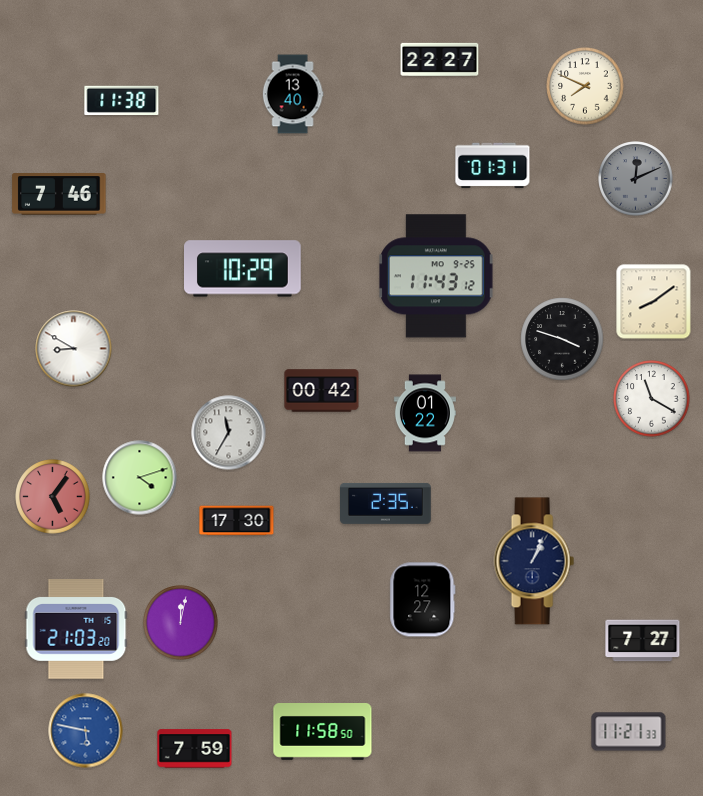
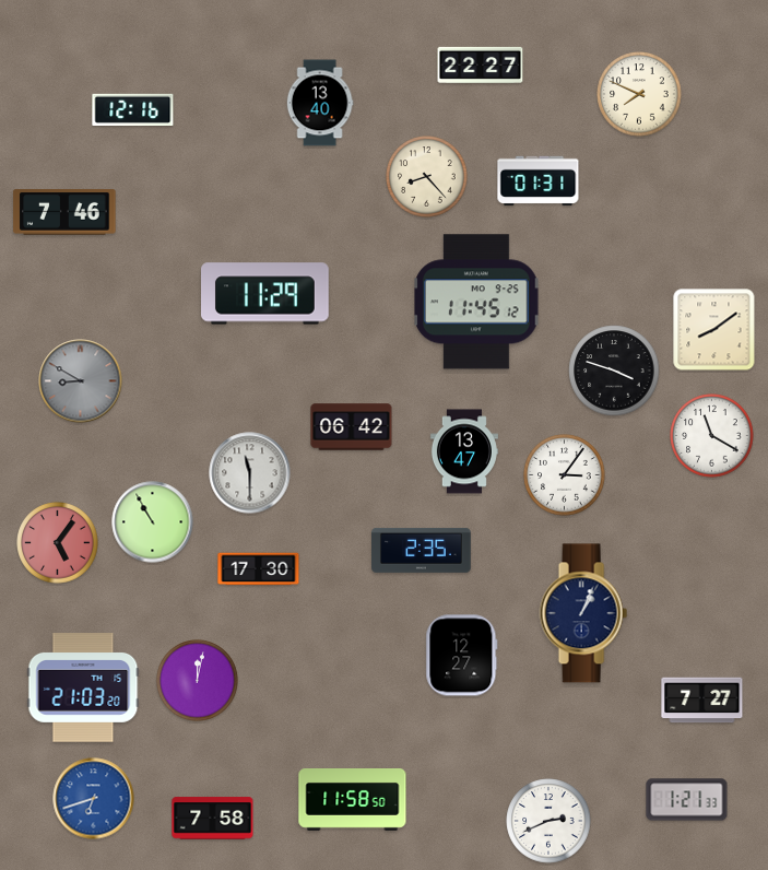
clock at (122, 100): 11:38 -> 12:16
clock at (427, 177): none -> 8:23
clock at (636, 179): 12:11 -> none
clock at (243, 269): 10:29 -> 11:29
clock at (437, 276): 11:43 -> 11:45
clock at (74, 349) dial: white -> grey
clock at (322, 391): 00:42 -> 06:42
clock at (425, 413): 01:22 -> 13:47
clock at (229, 433): 11:35 -> 11:30
clock at (565, 475): none -> 3:06
clock at (140, 478): 4:12 -> 10:55
clock at (86, 731): 5:47 -> 6:42
clock at (629, 732): 11:21 -> 1:21
clock at (195, 749): 7:59 -> 7:58
clock at (548, 821): none -> 2:41
